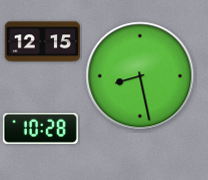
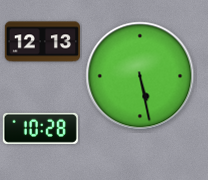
clock at (42, 42): 12:15 -> 12:13
clock at (140, 76): 8:28 -> 5:28
